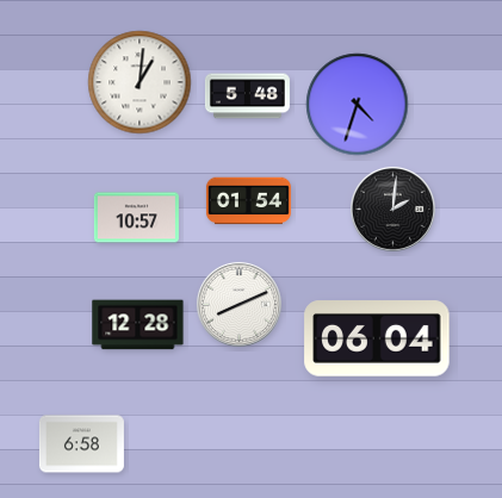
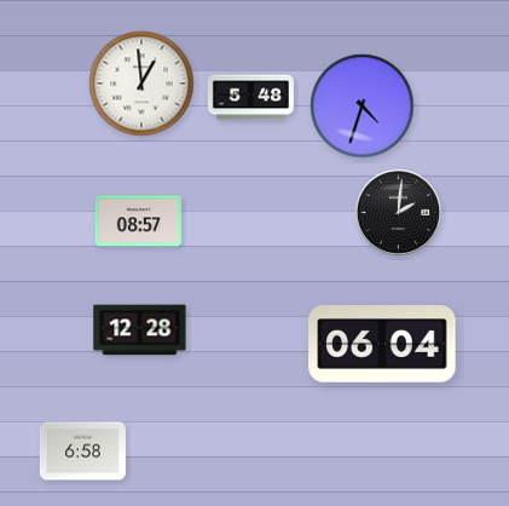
clock at (140, 82): 1:01 -> 12:59
clock at (248, 201): 01:54 -> none
clock at (136, 218): 10:57 -> 08:57
clock at (238, 304): 8:11 -> none
